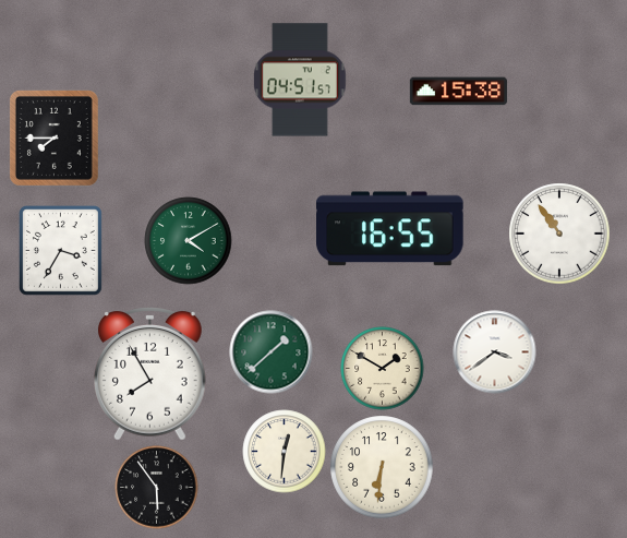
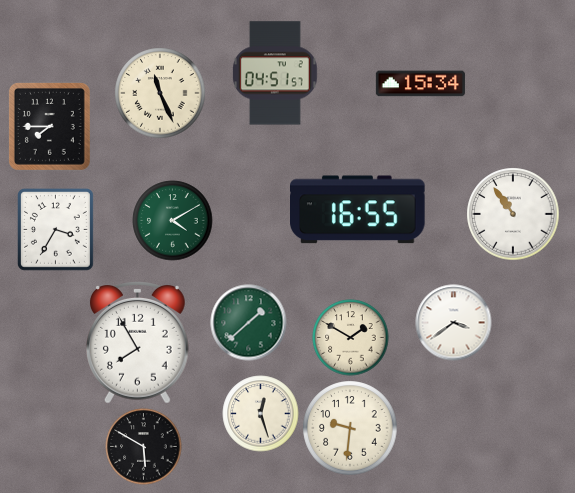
clock at (458, 92): 15:38 -> 15:34
clock at (160, 93): none -> 11:26
clock at (285, 452): 12:31 -> 12:27
clock at (382, 467): 6:31 -> 9:31
clock at (157, 488): 5:54 -> 5:50
